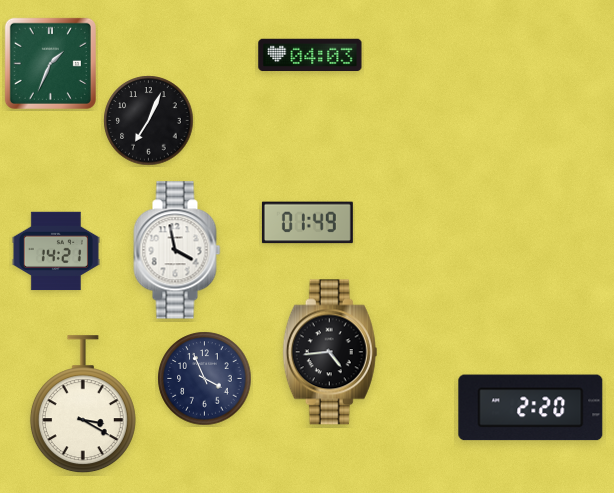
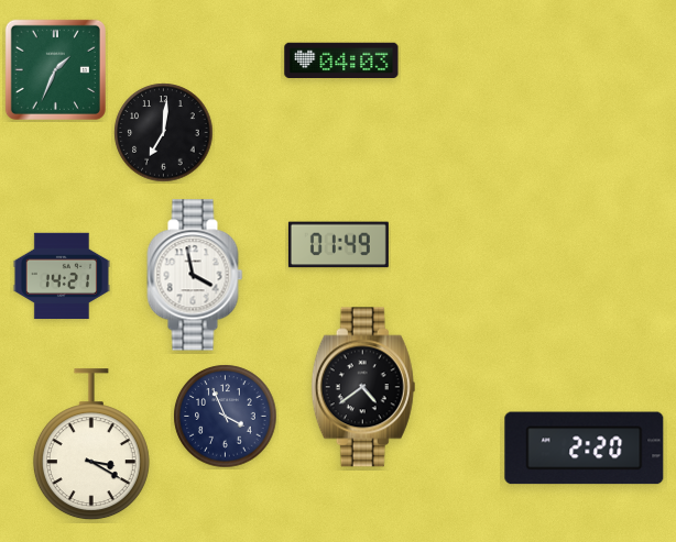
clock at (149, 121): 7:04 -> 7:01
clock at (330, 352): 4:44 -> 4:39
